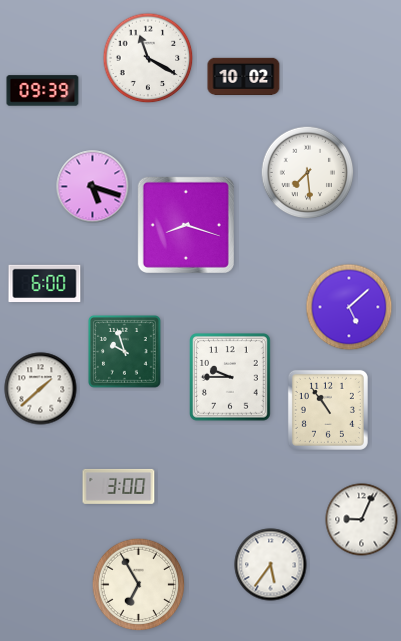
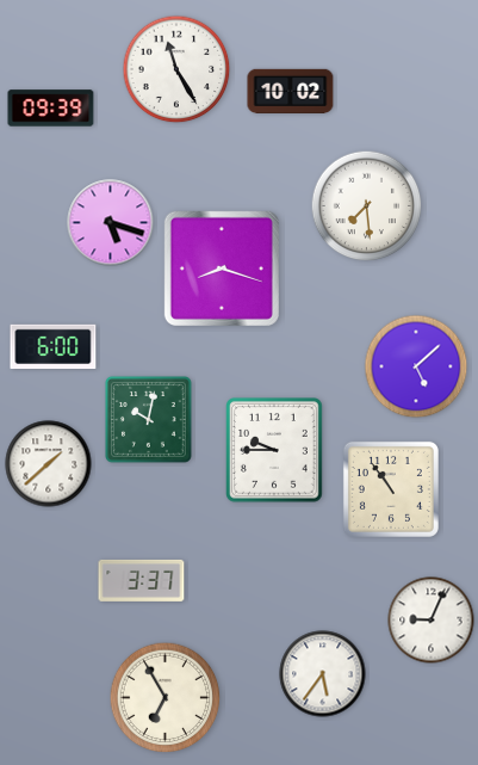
clock at (148, 58): 11:20 -> 11:25
clock at (45, 284) position: (45, 284) -> (54, 347)
clock at (125, 352): 9:57 -> 10:02
clock at (119, 486): 3:00 -> 3:37
